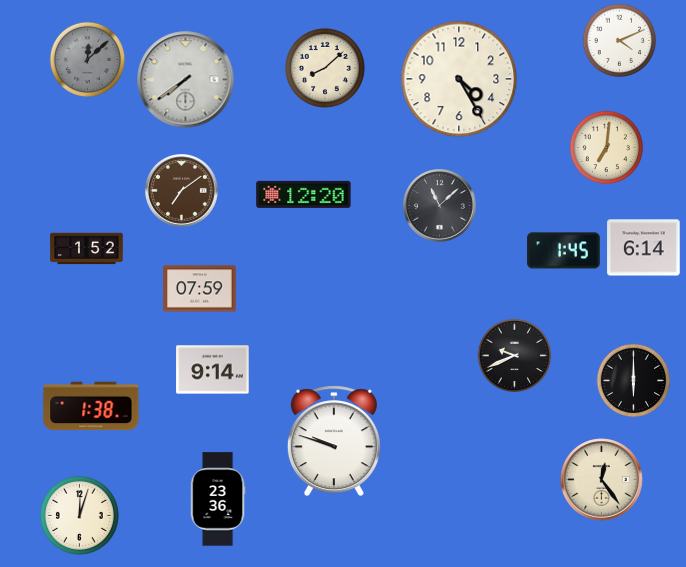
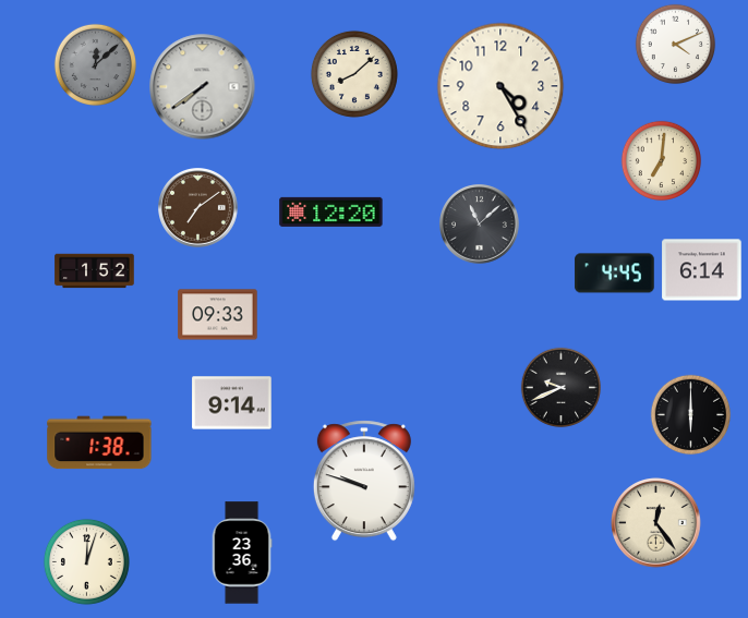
clock at (564, 251): 1:45 -> 4:45
clock at (200, 289): 07:59 -> 09:33
clock at (218, 499) position: (218, 499) -> (242, 553)
